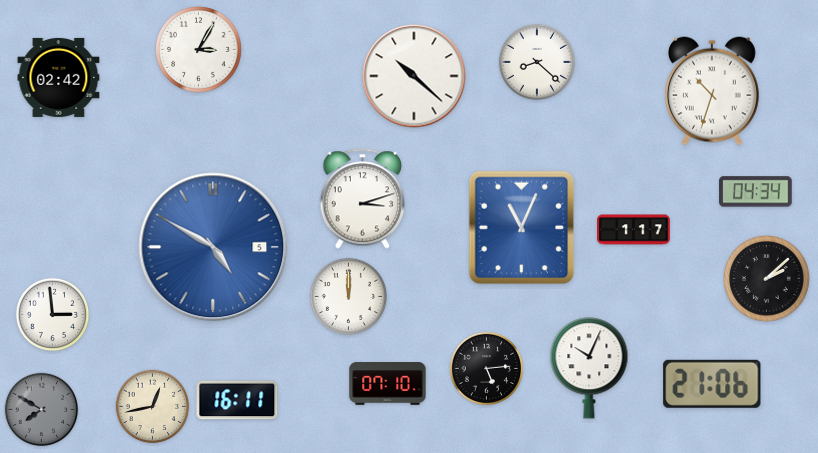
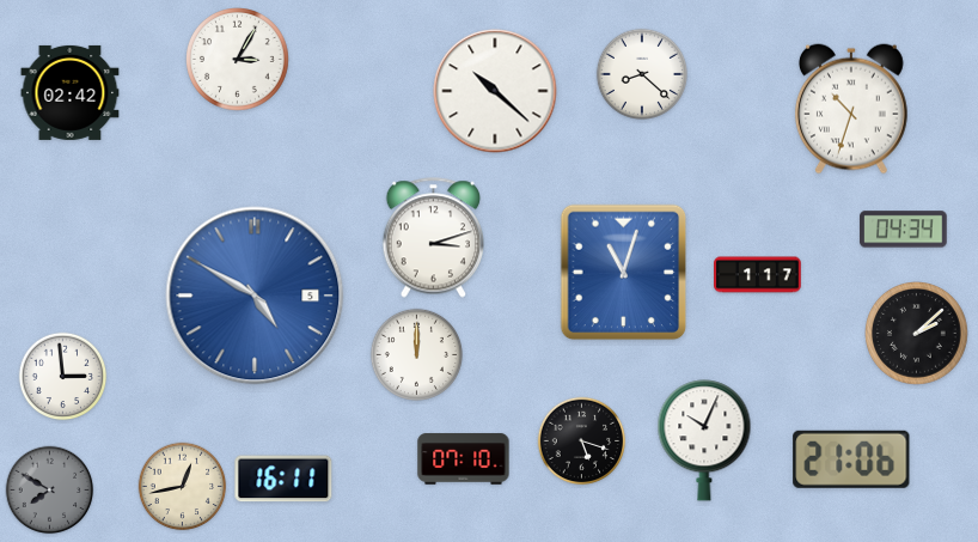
clock at (522, 228): 11:04 -> 11:03
clock at (487, 369): 5:14 -> 5:18
